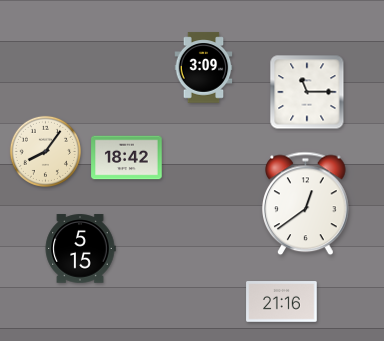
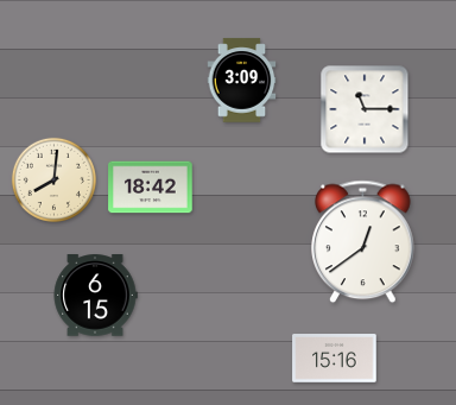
clock at (45, 151): 8:06 -> 8:01
clock at (80, 249): 5:15 -> 6:15
clock at (282, 302): 21:16 -> 15:16
